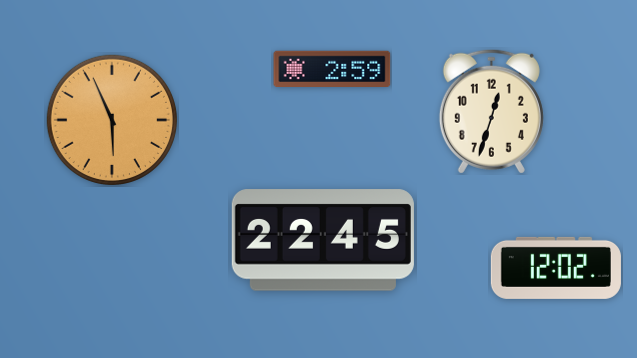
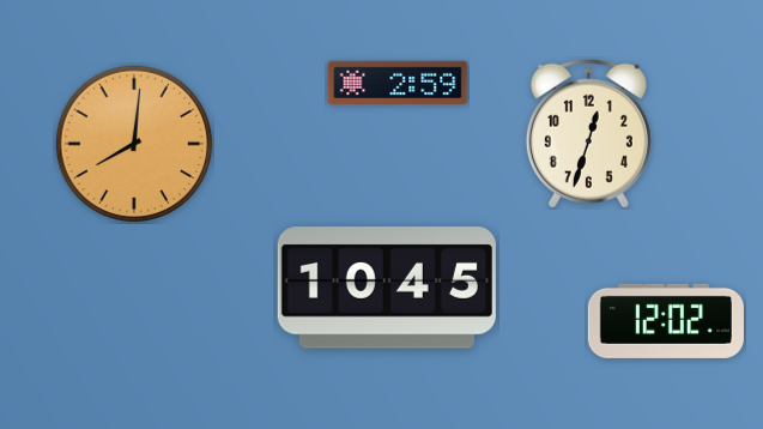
clock at (112, 120): 5:56 -> 8:01
clock at (323, 240): 22:45 -> 10:45
